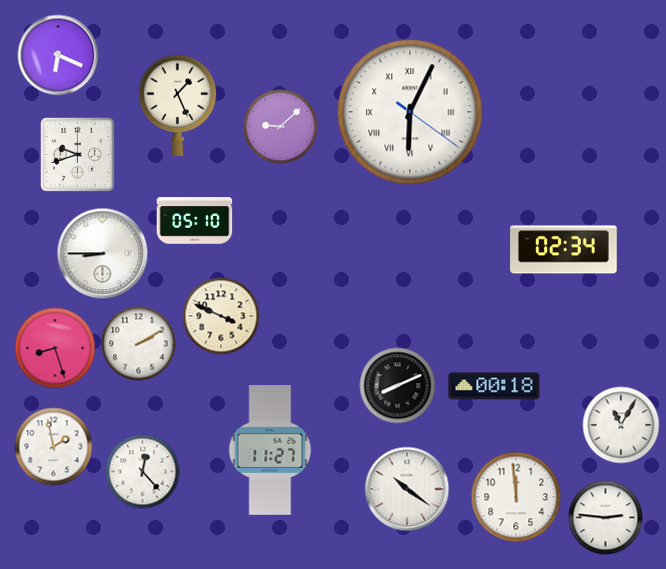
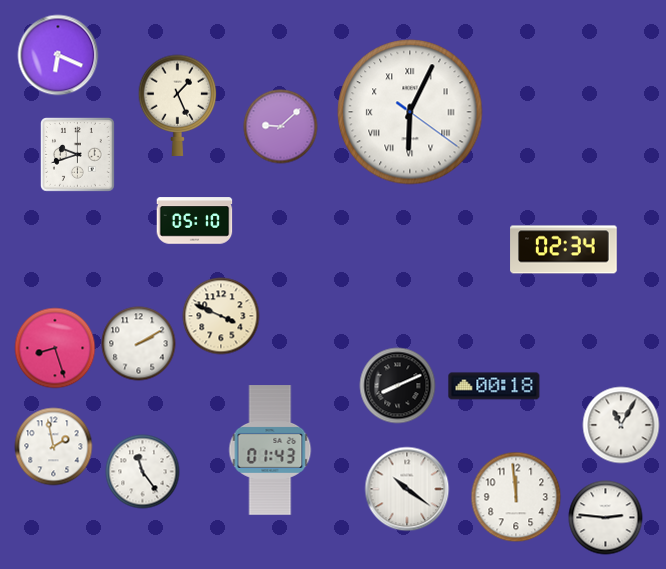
clock at (103, 254): 8:45 -> none
clock at (270, 450): 11:27 -> 01:43
clock at (143, 472): 12:23 -> 11:24
